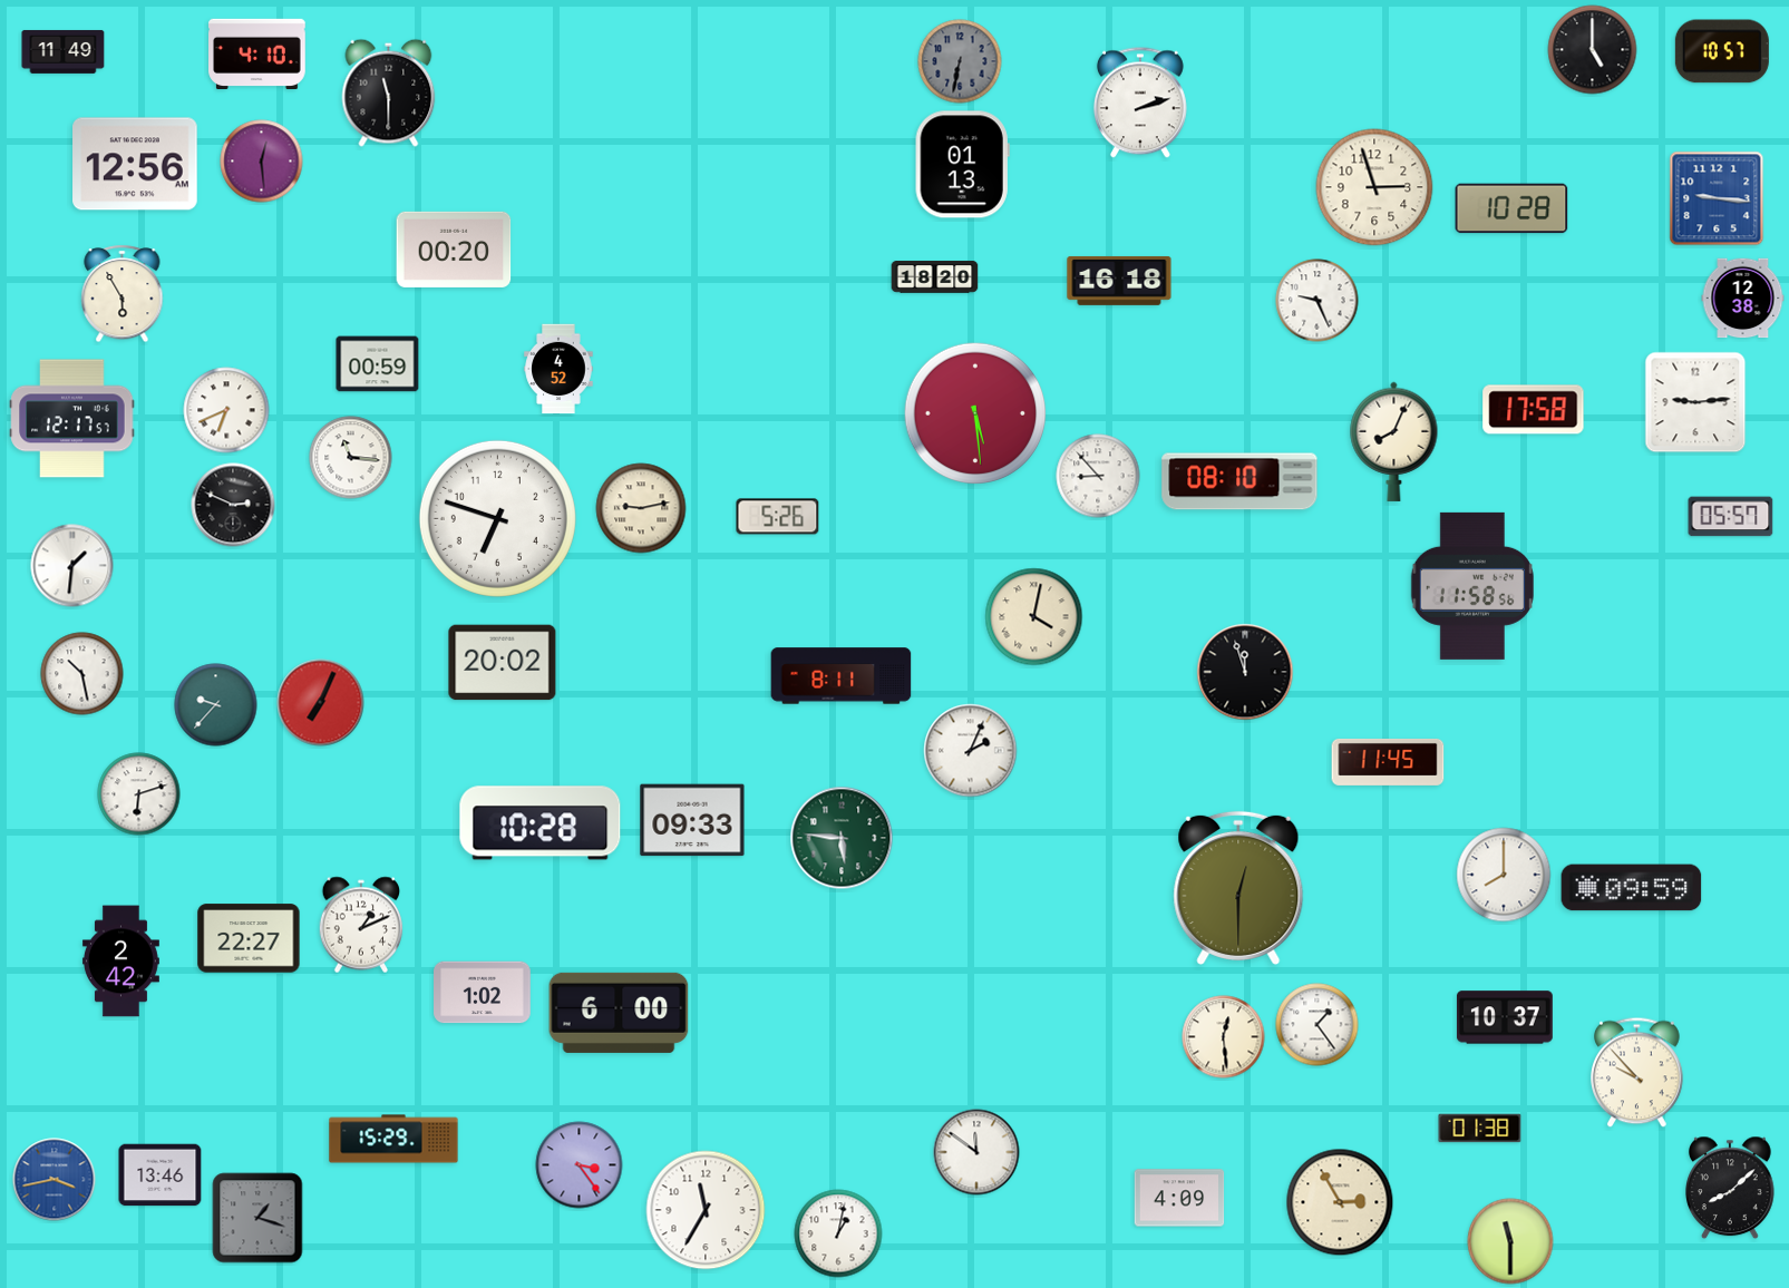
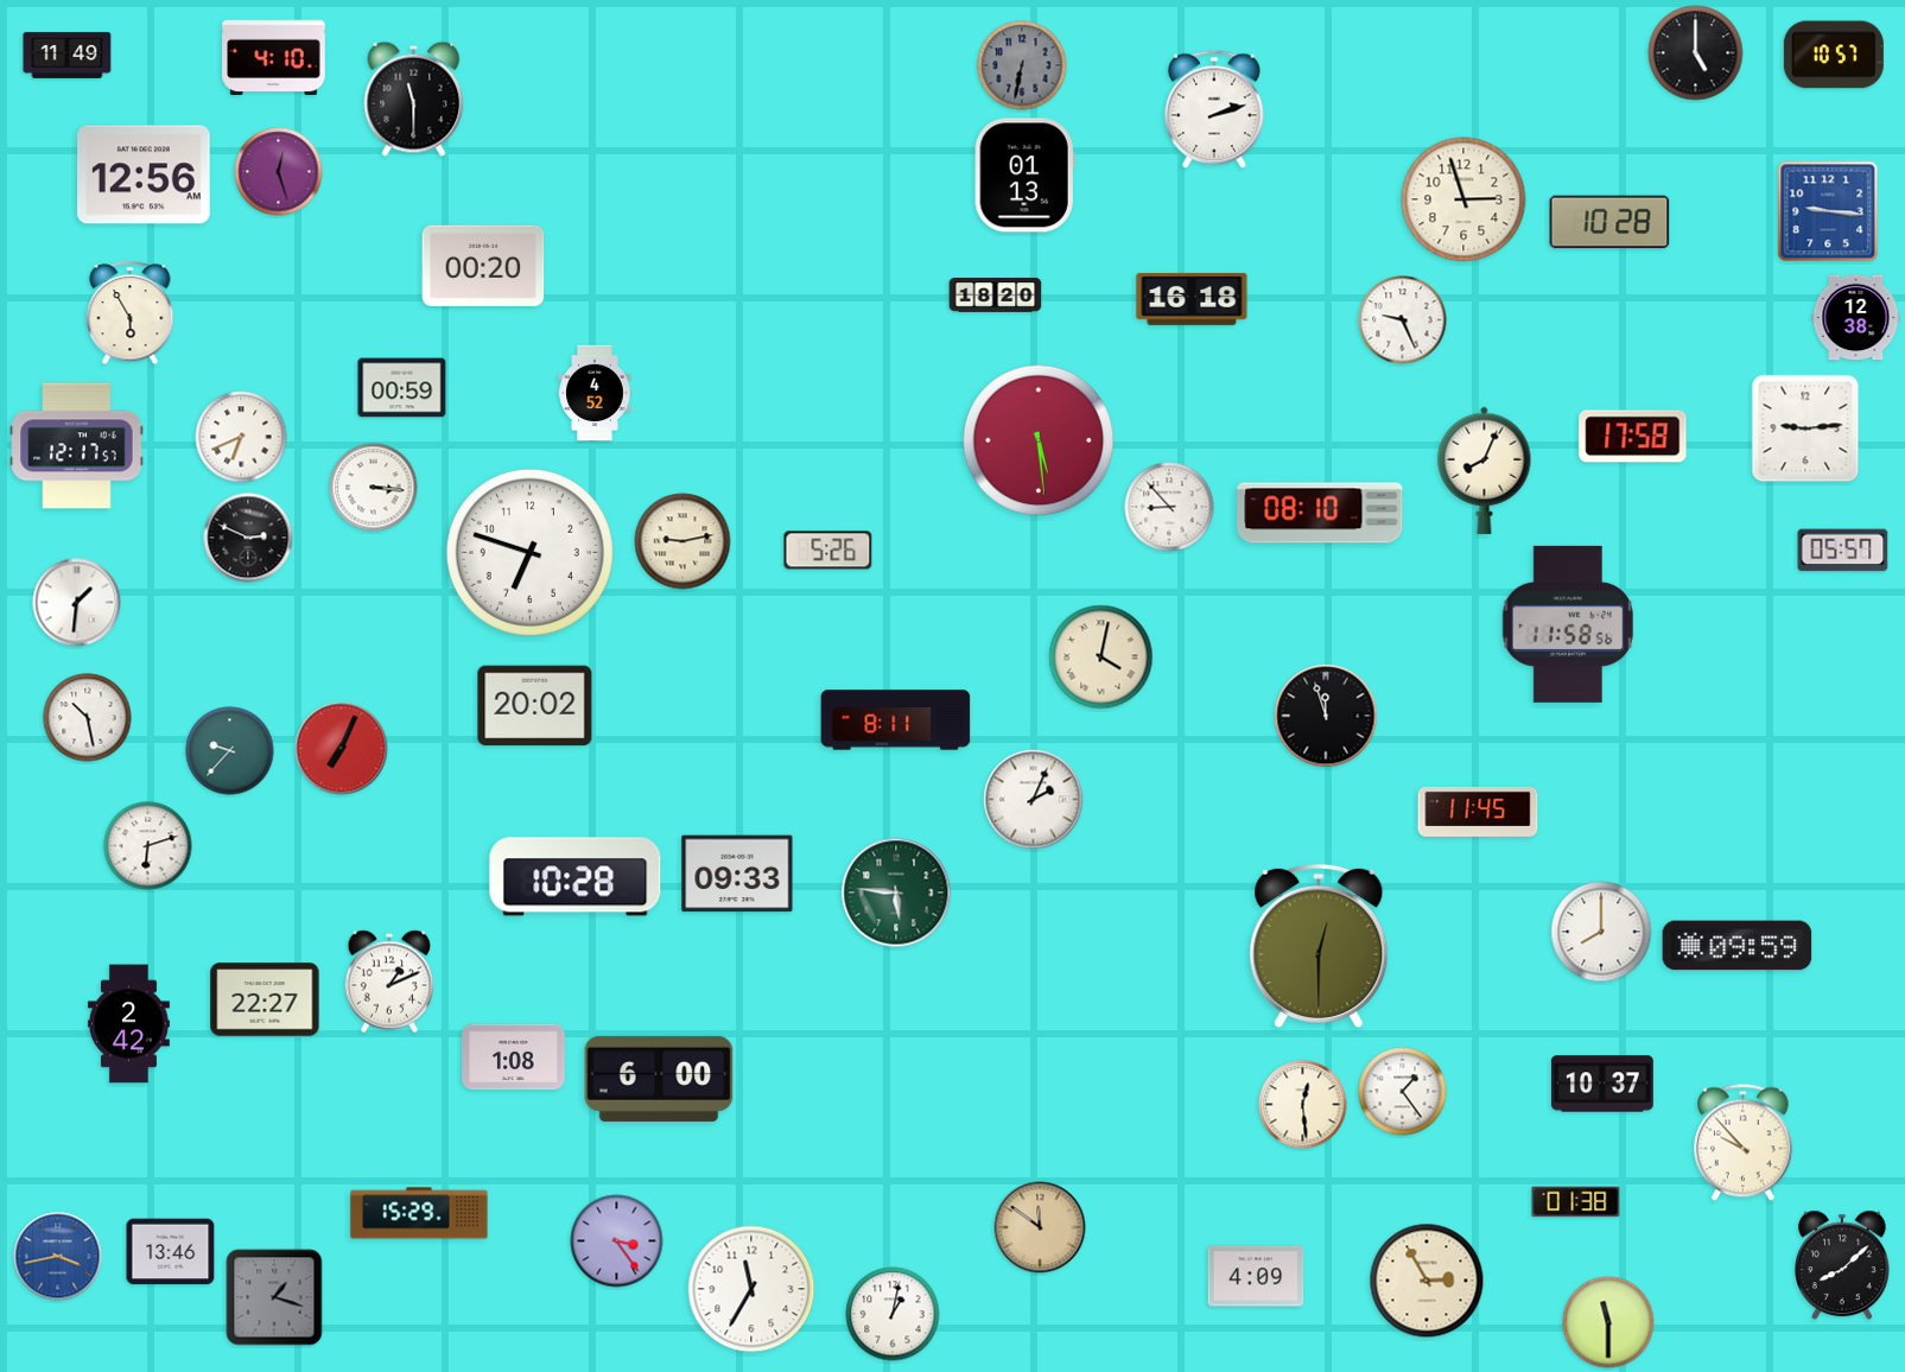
clock at (262, 162): 12:29 -> 12:27
clock at (351, 458): 11:16 -> 3:16
clock at (361, 925) position: (361, 925) -> (389, 982)
clock at (483, 993): 1:02 -> 1:08
clock at (976, 1152) dial: white -> champagne
